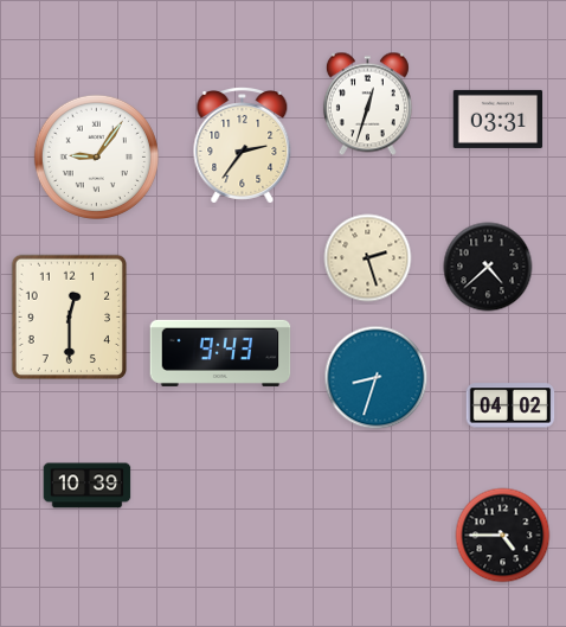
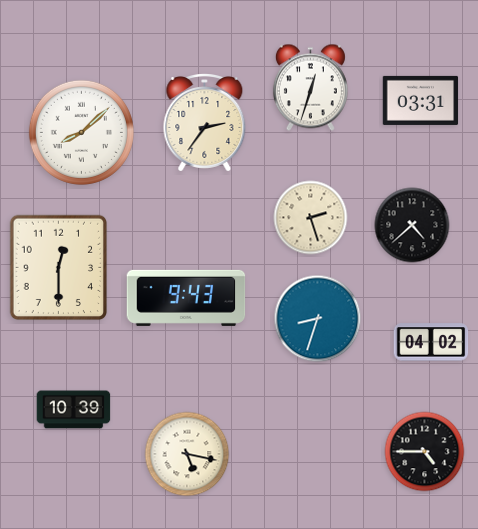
clock at (96, 156): 9:06 -> 8:08
clock at (187, 454): none -> 5:17
